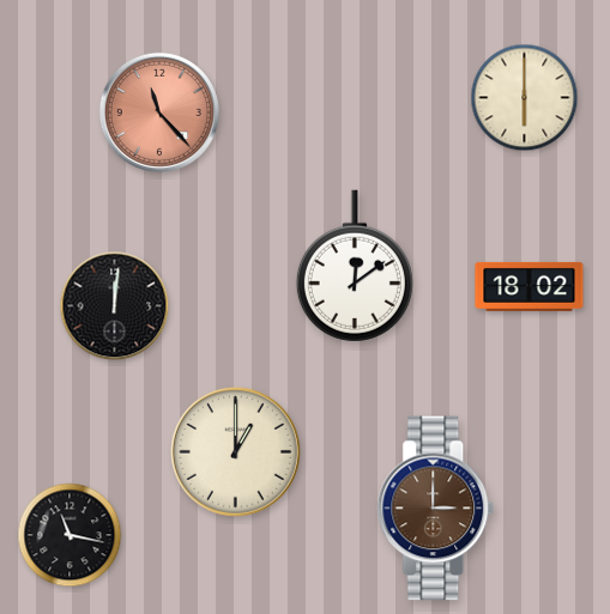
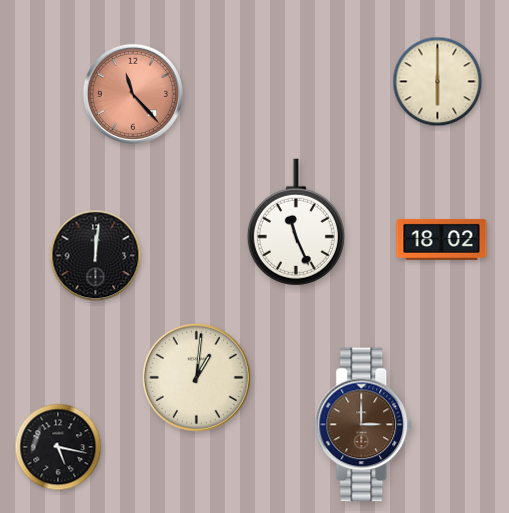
clock at (355, 266): 12:09 -> 11:26
clock at (235, 451): 1:00 -> 1:01
clock at (70, 535): 11:17 -> 5:17
